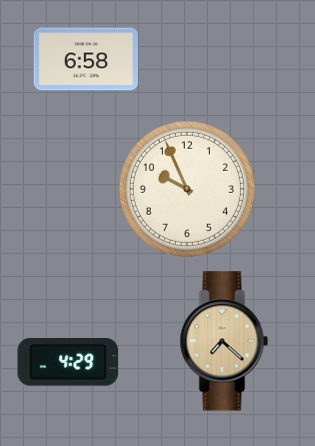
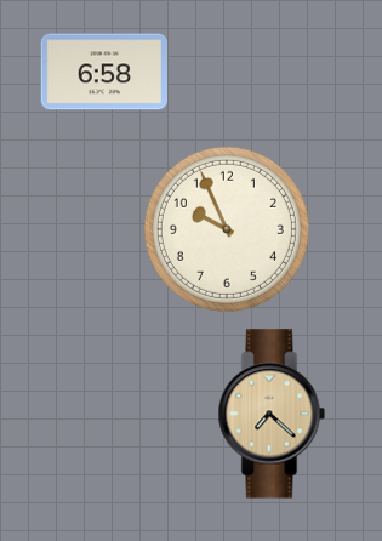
clock at (68, 362): 4:29 -> none
